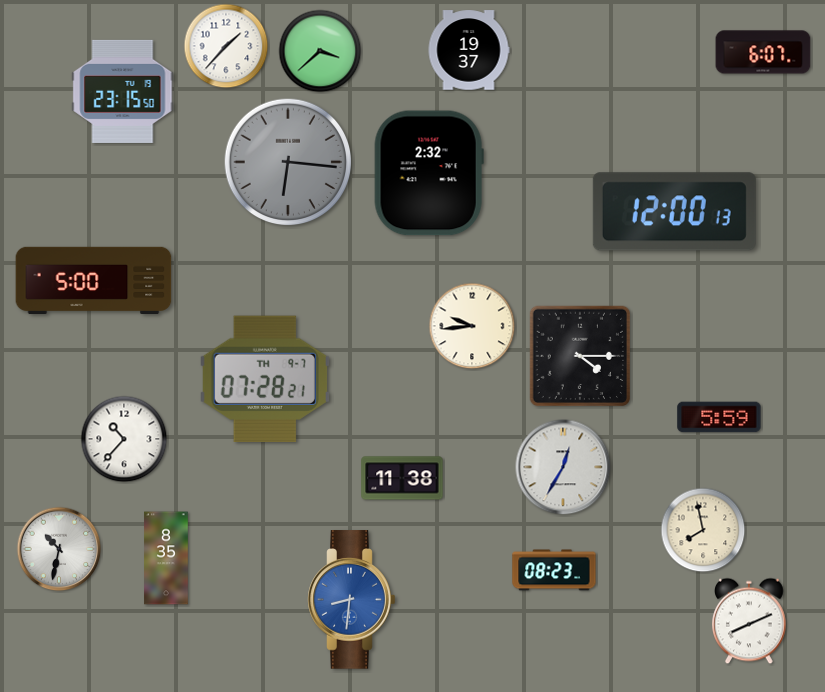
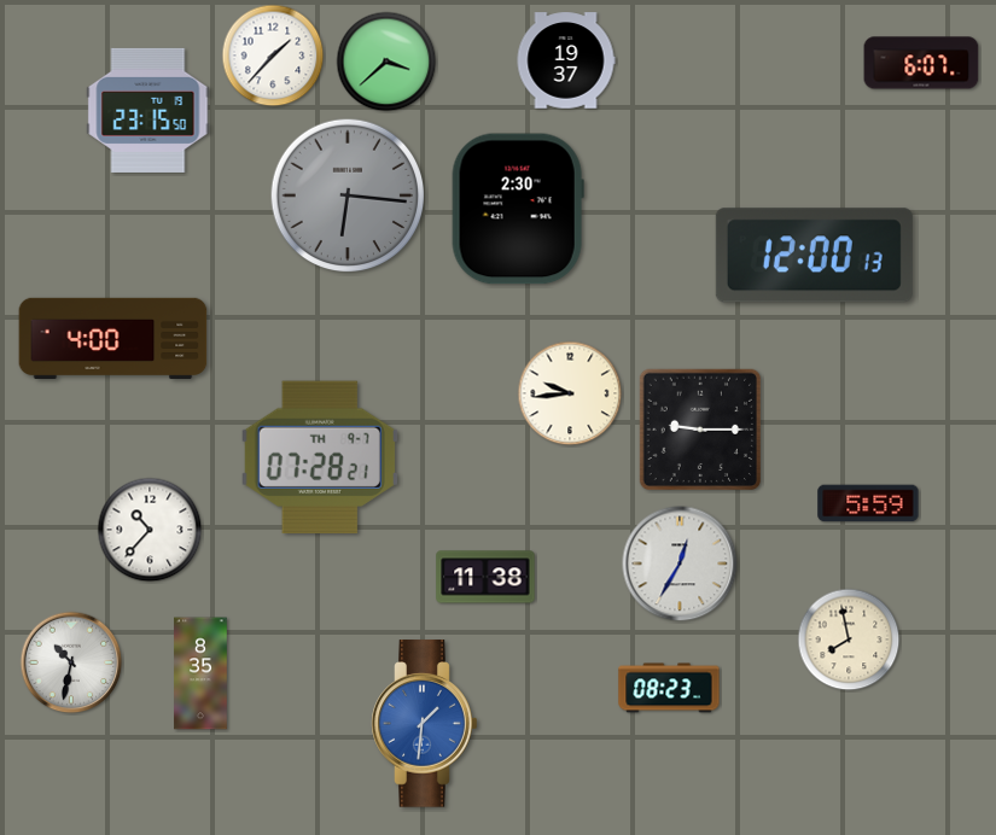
clock at (429, 173): 2:32 -> 2:30
clock at (94, 280): 5:00 -> 4:00
clock at (579, 355): 4:15 -> 9:15
clock at (352, 600): 8:31 -> 1:31
clock at (749, 621): 8:11 -> none
